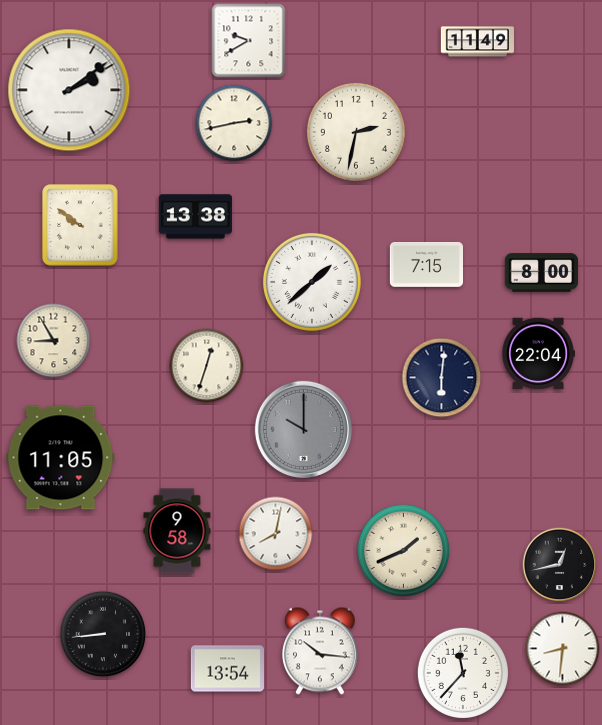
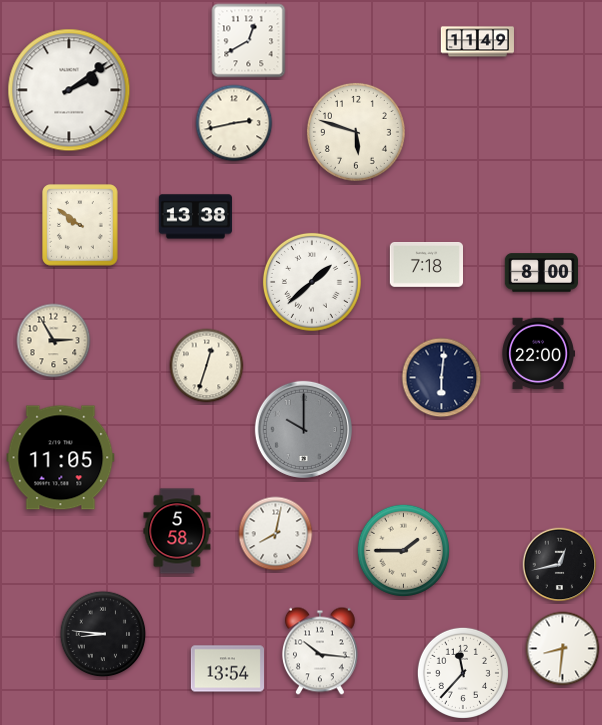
clock at (249, 41): 9:40 -> 12:40
clock at (356, 132): 2:32 -> 5:48
clock at (426, 265): 7:15 -> 7:18
clock at (54, 341): 8:55 -> 2:55
clock at (538, 354): 22:04 -> 22:00
clock at (177, 531): 9:58 -> 5:58
clock at (403, 550): 1:41 -> 1:45
clock at (103, 634): 8:44 -> 8:46
